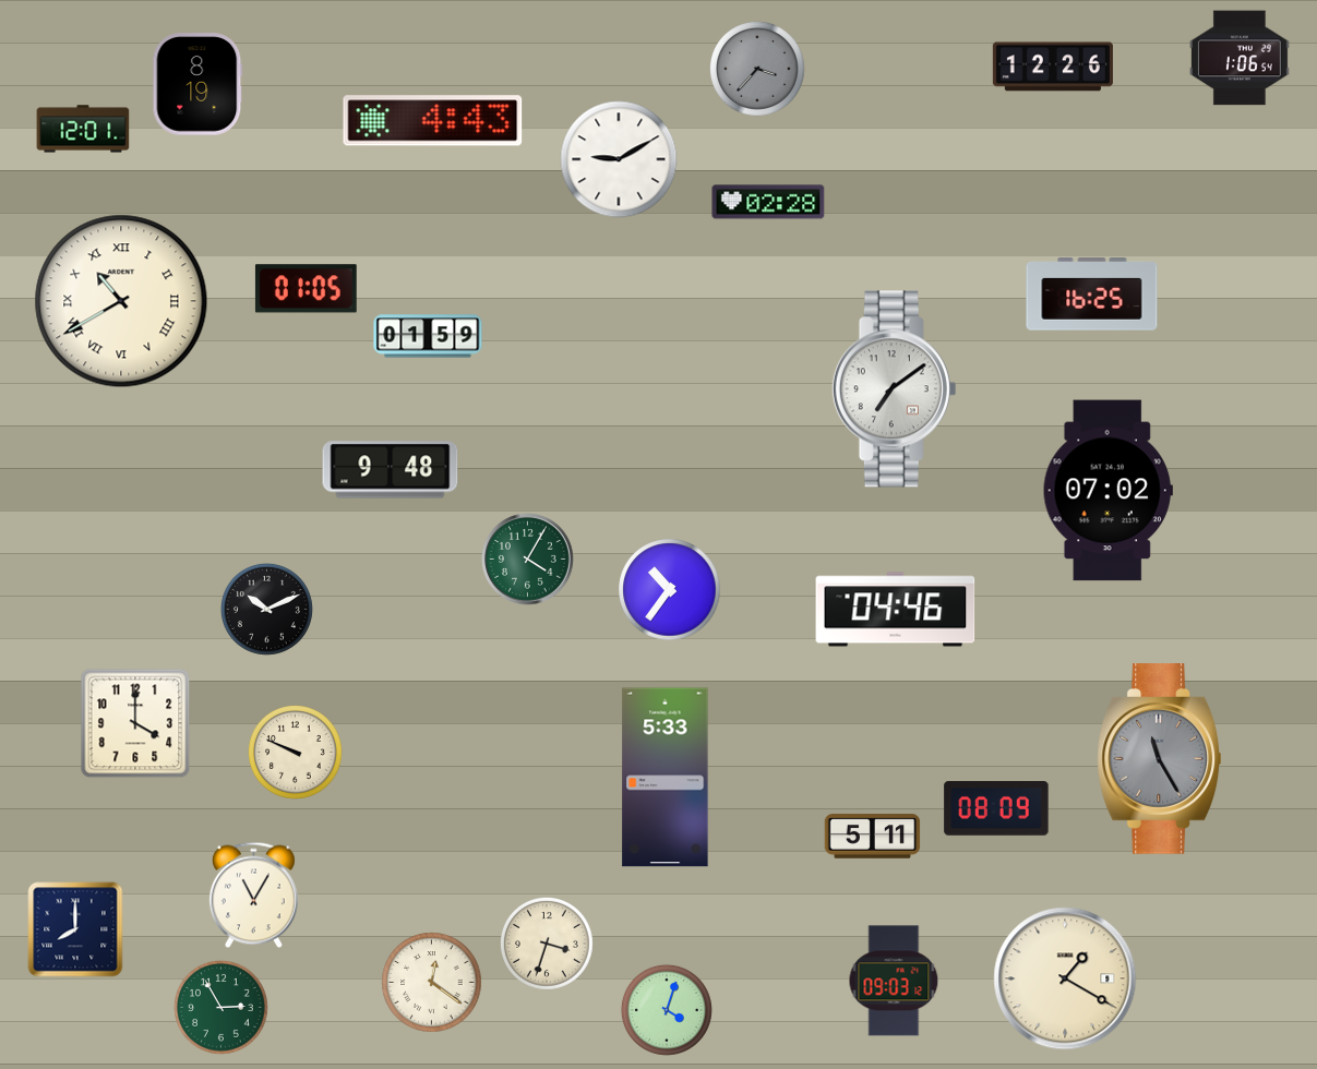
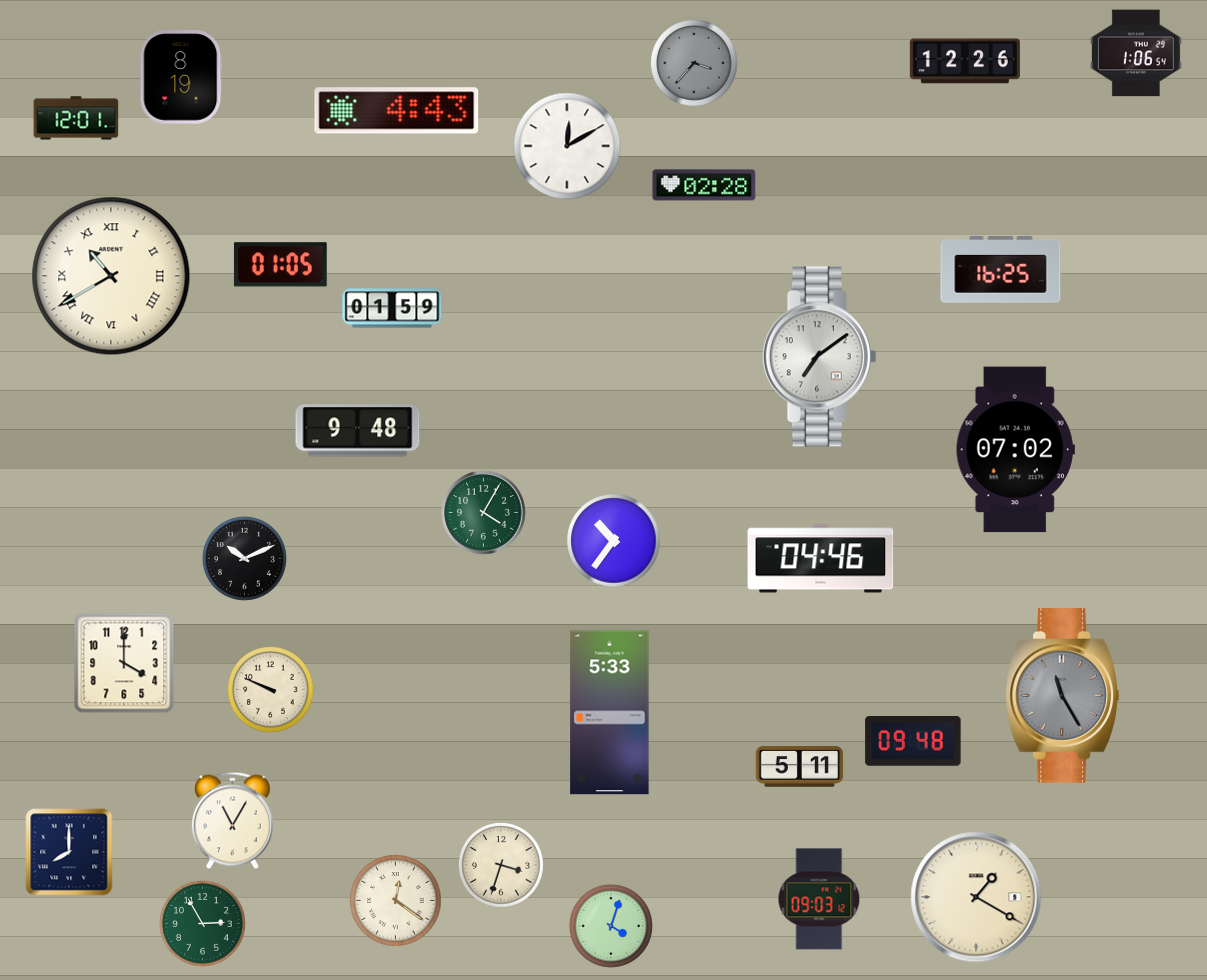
clock at (619, 159): 9:10 -> 12:10
clock at (996, 809): 08:09 -> 09:48
